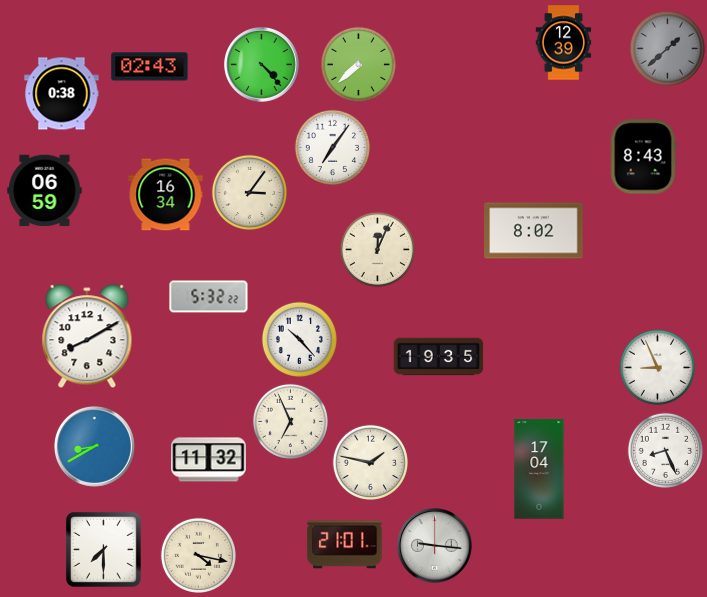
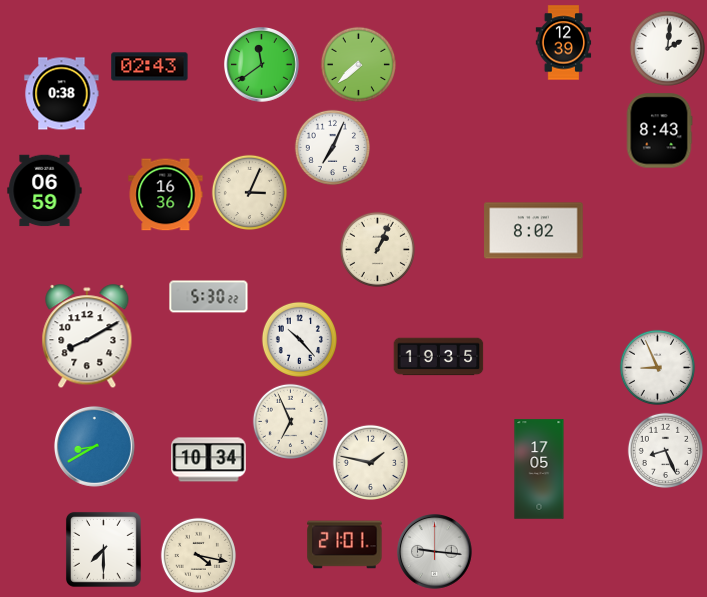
clock at (667, 48): 1:38 -> 2:01
clock at (667, 48) dial: grey -> white
clock at (262, 65): 4:23 -> 11:39
clock at (332, 147): 7:06 -> 7:04
clock at (643, 157) position: (643, 157) -> (659, 131)
clock at (249, 192): 3:06 -> 3:04
clock at (166, 195): 16:34 -> 16:36
clock at (377, 249): 12:04 -> 1:04
clock at (209, 297): 5:32 -> 5:30
clock at (209, 460): 11:32 -> 10:34
clock at (539, 469): 17:04 -> 17:05
clock at (435, 546) position: (435, 546) -> (435, 552)
